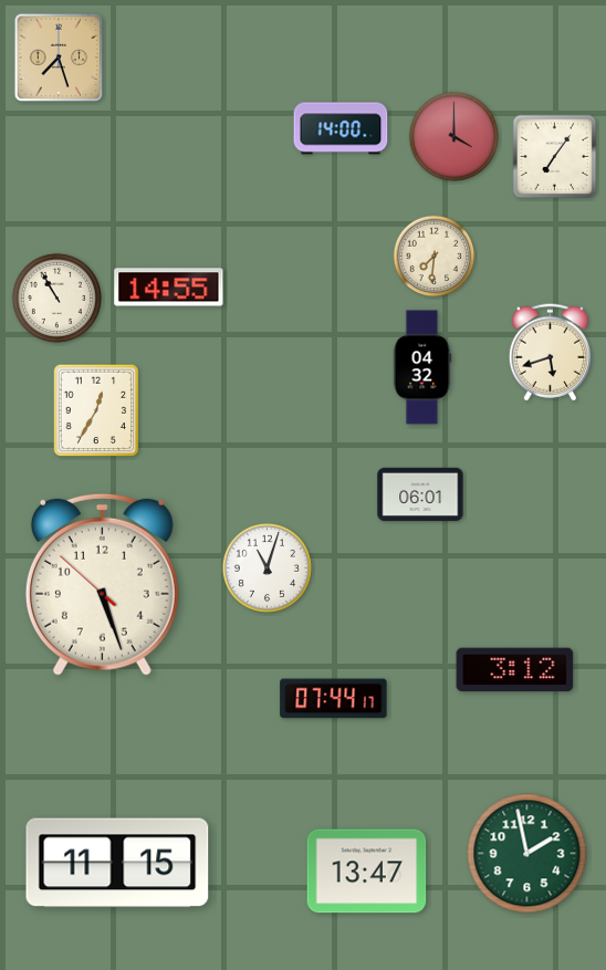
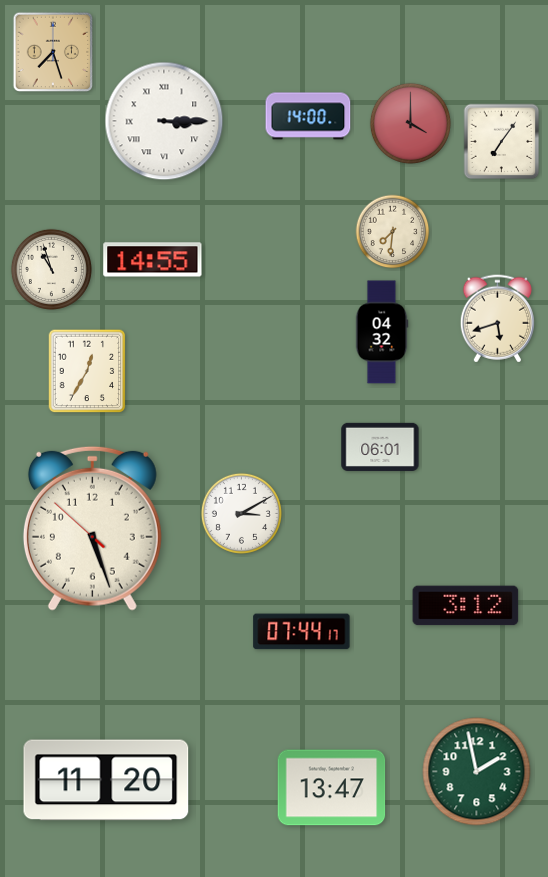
clock at (164, 121): none -> 3:15
clock at (56, 298): 10:55 -> 10:57
clock at (267, 567): 11:03 -> 3:10
clock at (117, 863): 11:15 -> 11:20
